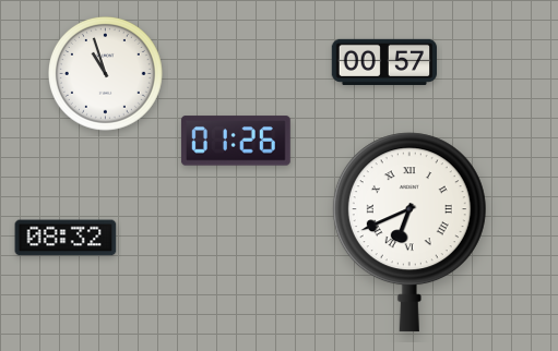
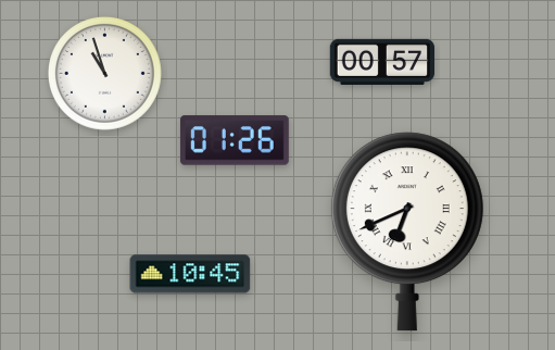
clock at (66, 238): 08:32 -> none
clock at (190, 274): none -> 10:45
